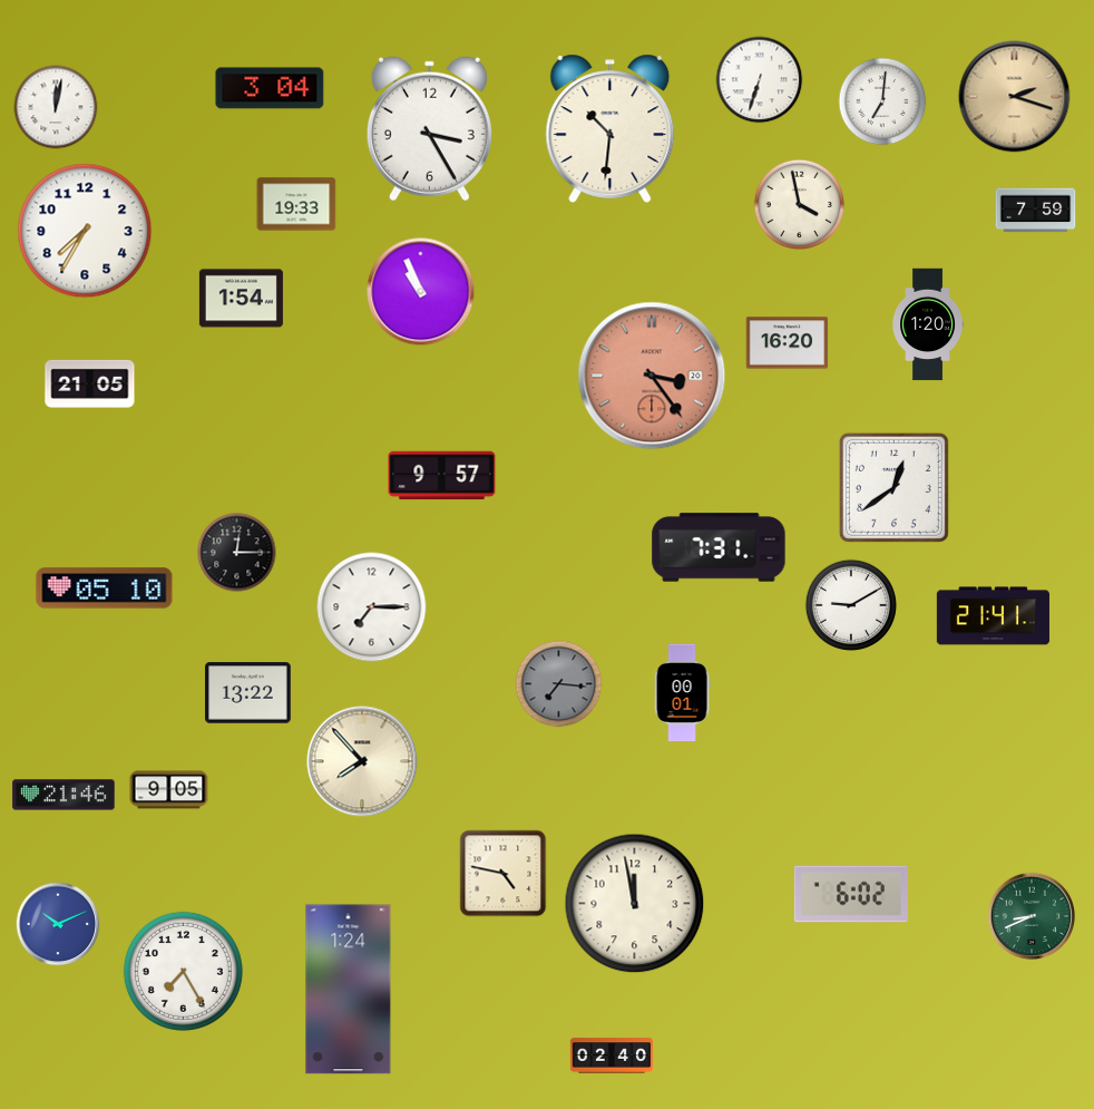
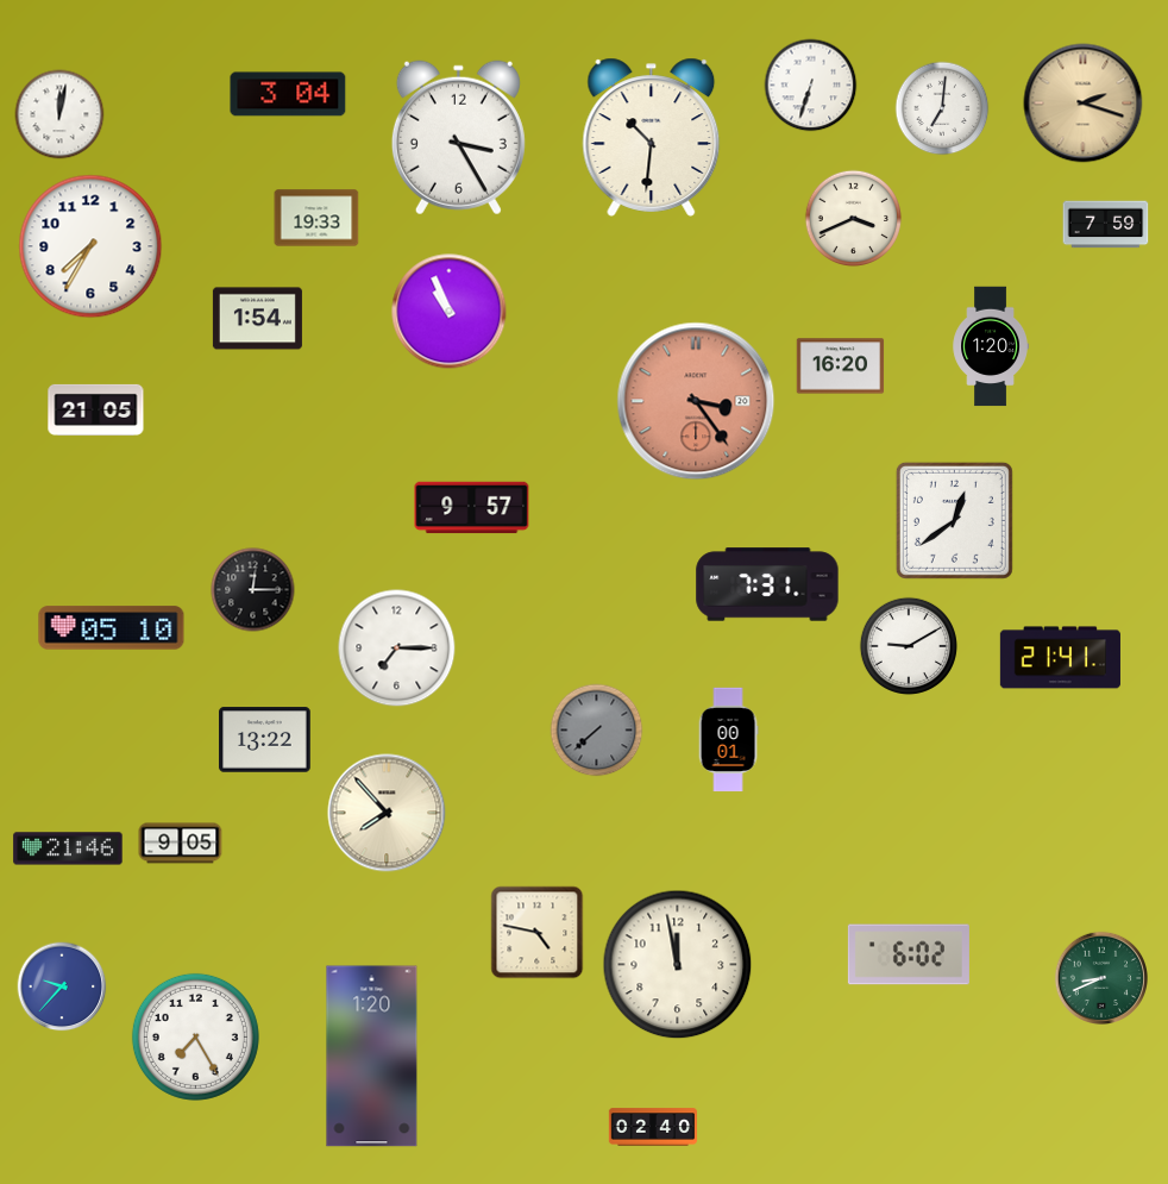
clock at (800, 205): 3:58 -> 3:41
clock at (559, 684): 7:16 -> 7:38
clock at (58, 924): 10:11 -> 9:37
clock at (349, 990): 1:24 -> 1:20
